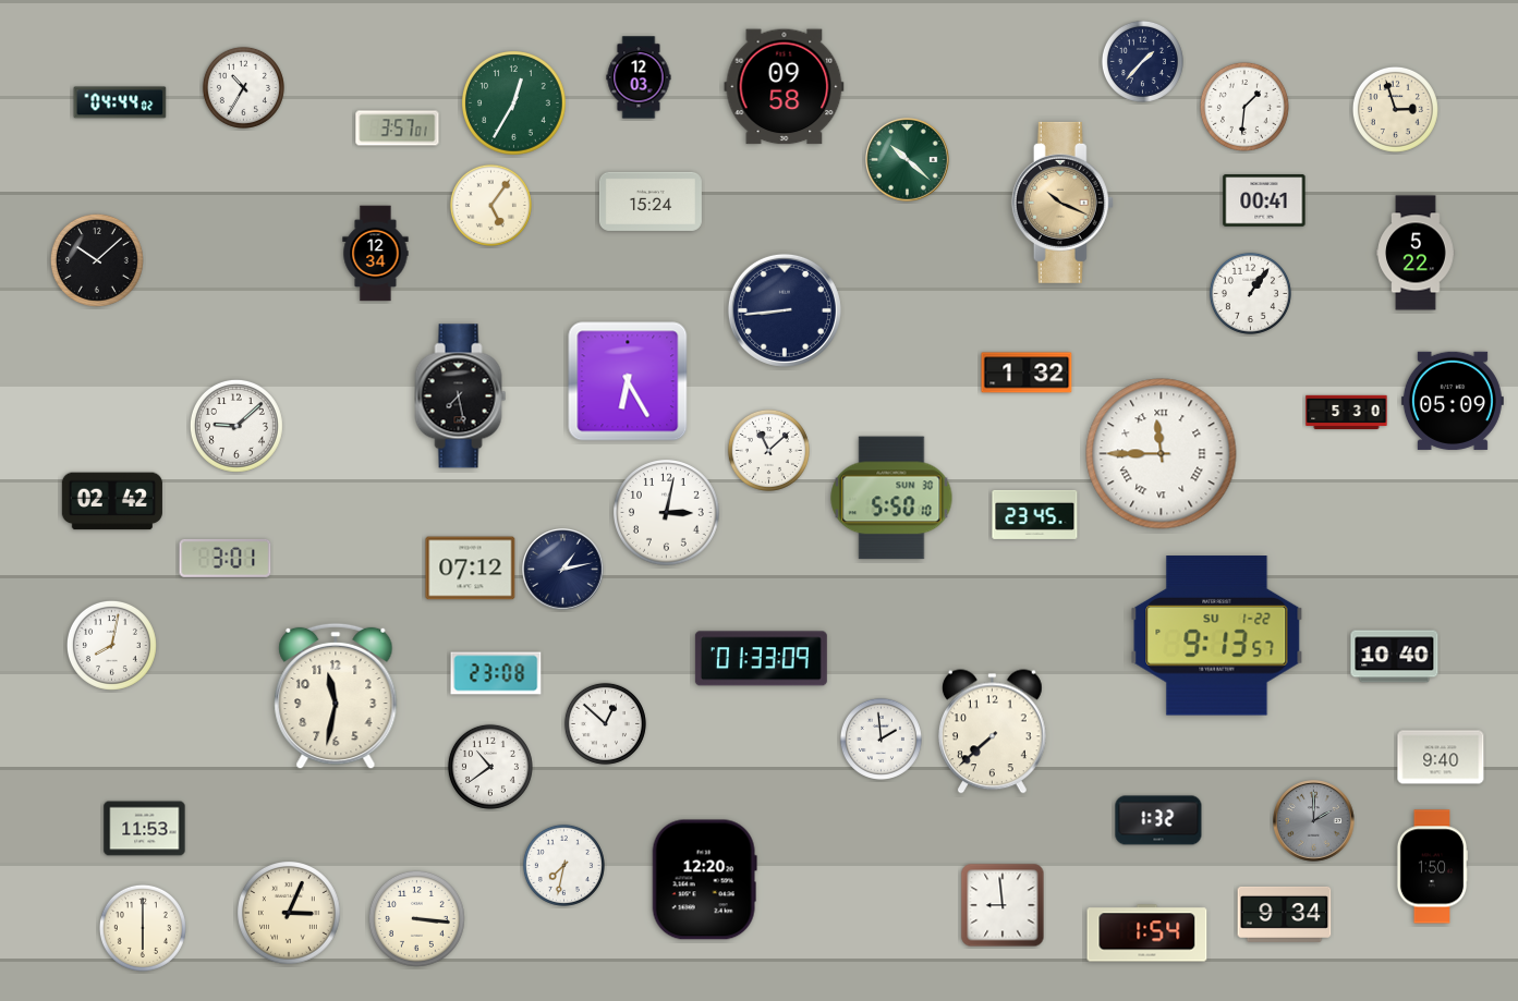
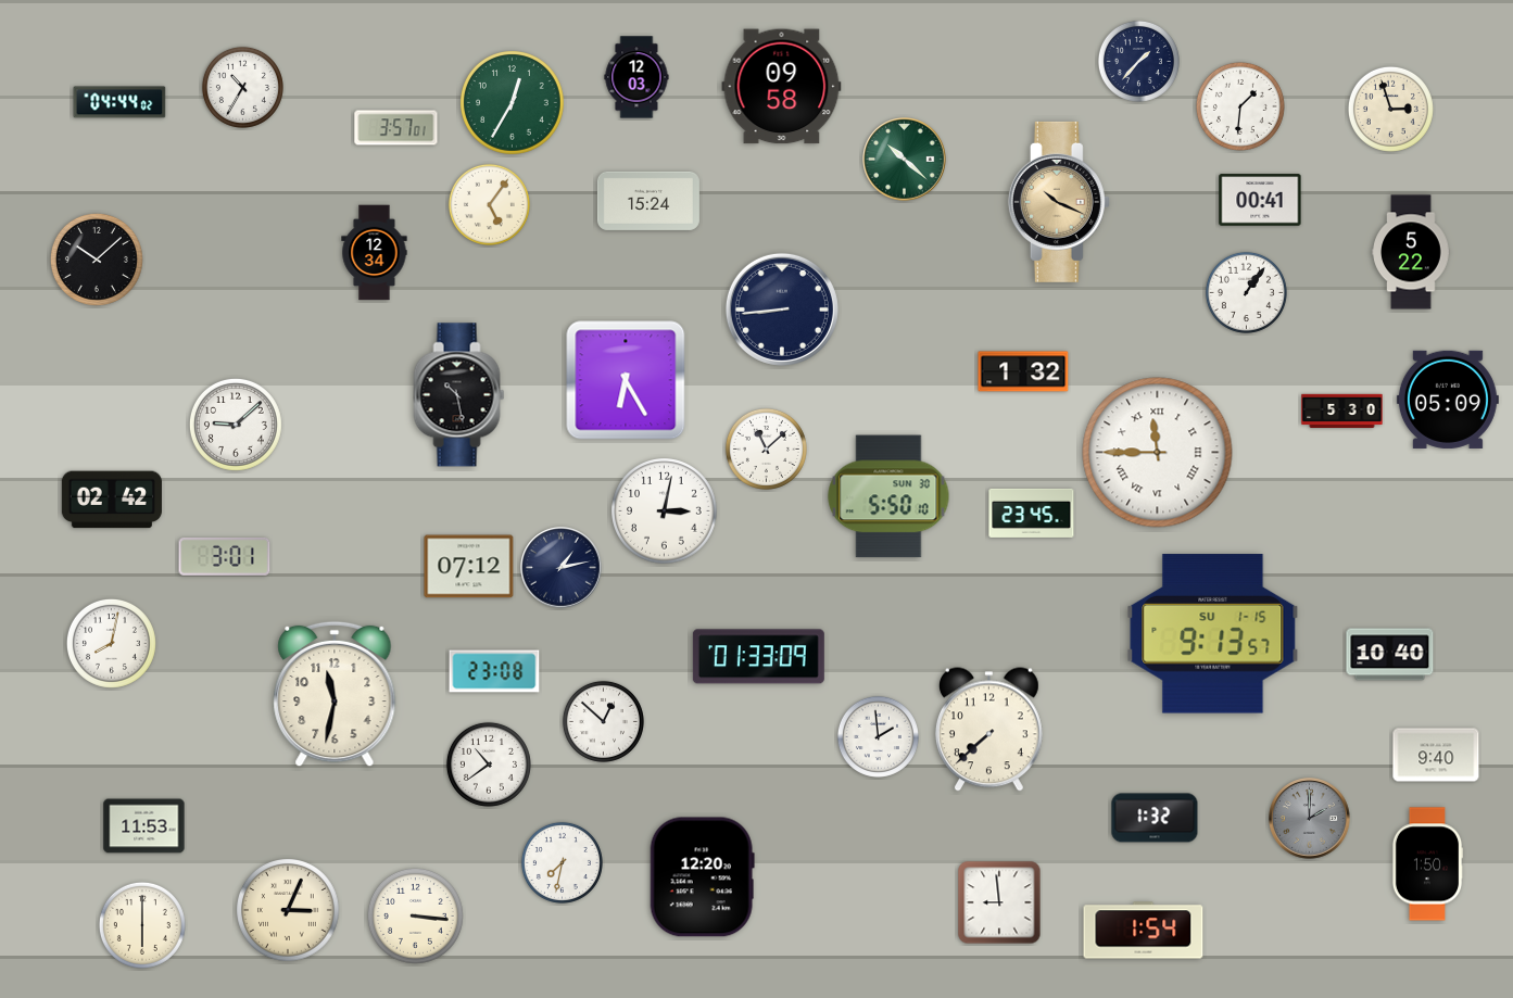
clock at (461, 396): 7:28 -> 10:28
clock at (1217, 636) date: SU 1-22 -> SU 1-15
clock at (1285, 914): 9:34 -> none
